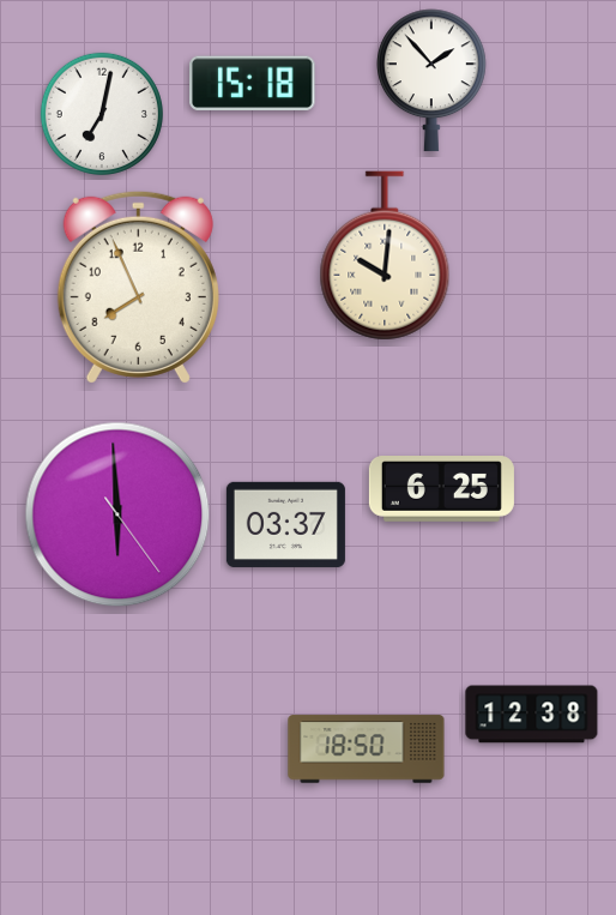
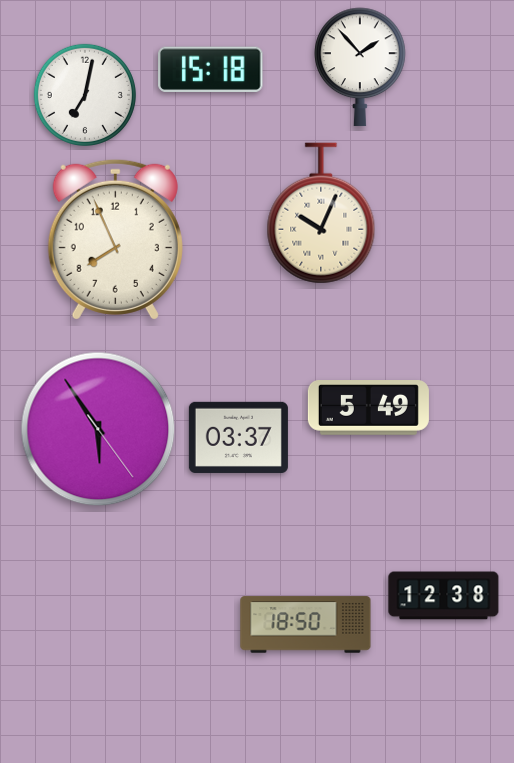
clock at (385, 255): 10:01 -> 10:04
clock at (441, 489): 6:25 -> 5:49
clock at (117, 514): 5:59 -> 5:54
